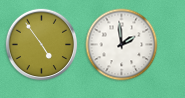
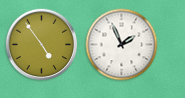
clock at (122, 45): 1:59 -> 1:56
